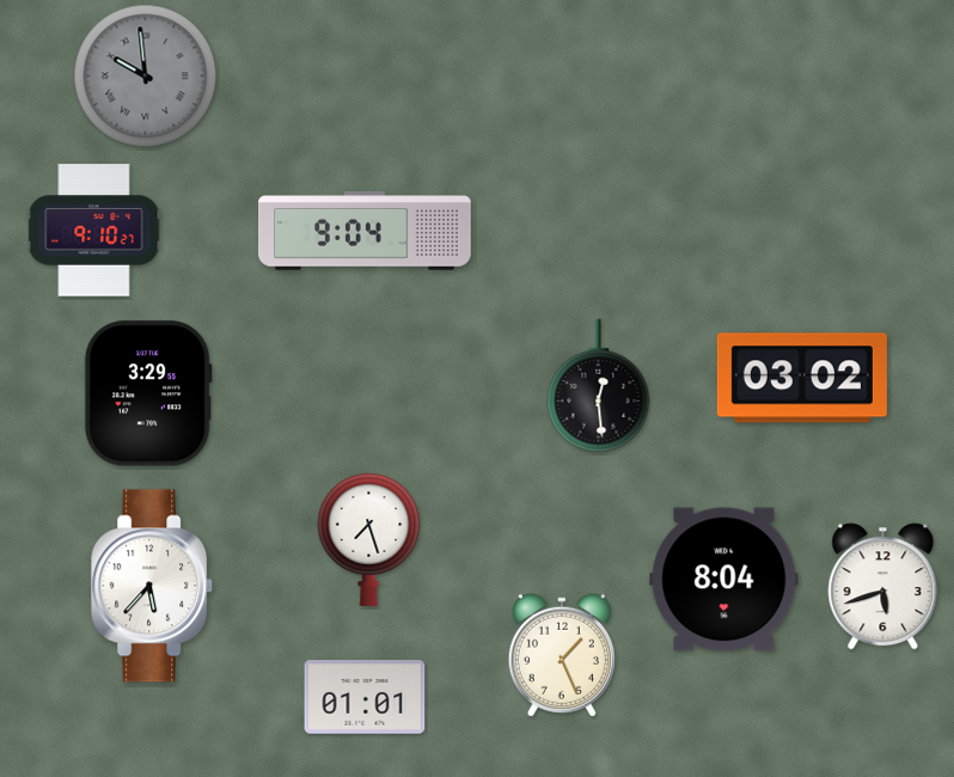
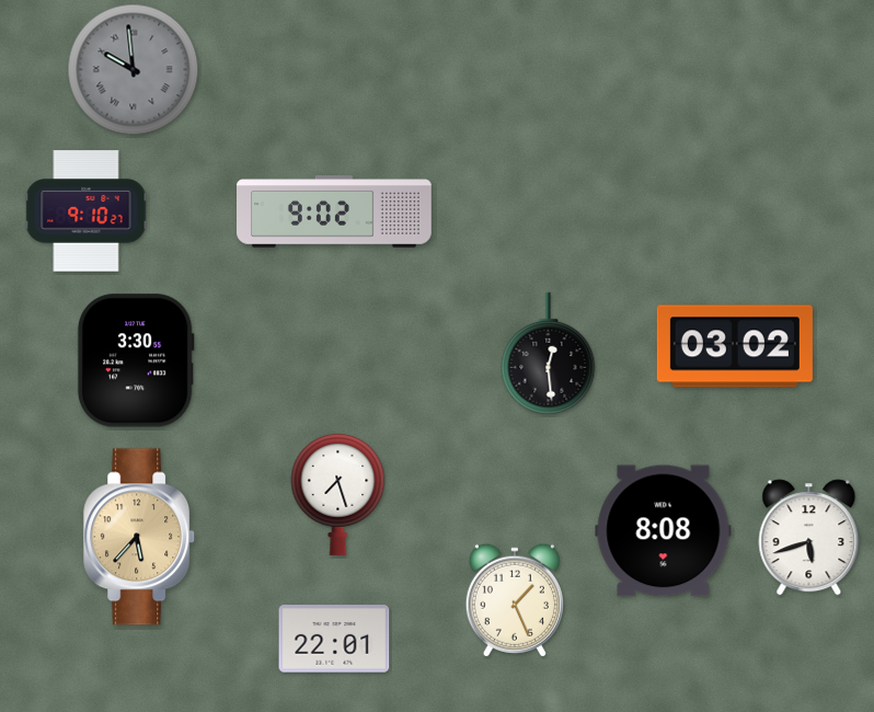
clock at (366, 231): 9:04 -> 9:02
clock at (148, 393): 3:29 -> 3:30
clock at (724, 580): 8:04 -> 8:08
clock at (153, 586) dial: white -> champagne
clock at (365, 697): 01:01 -> 22:01
